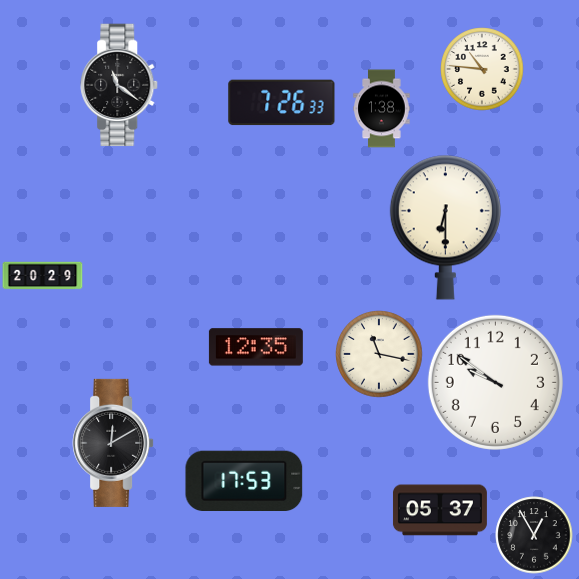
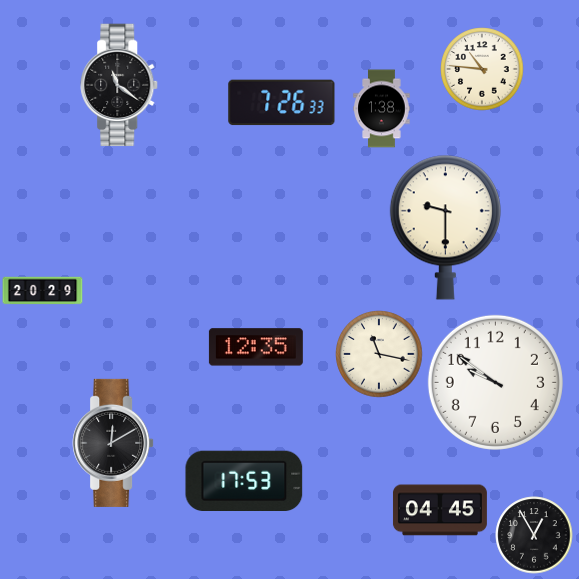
clock at (445, 227): 6:30 -> 9:30
clock at (43, 276) position: (43, 276) -> (43, 291)
clock at (440, 510): 05:37 -> 04:45
